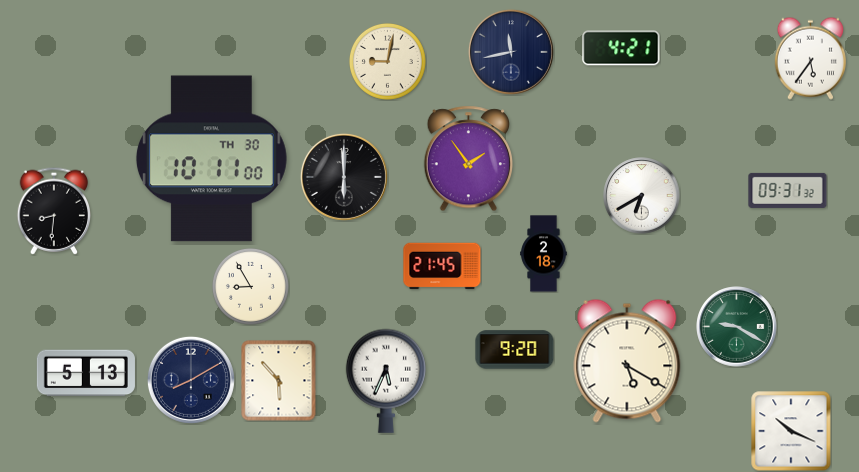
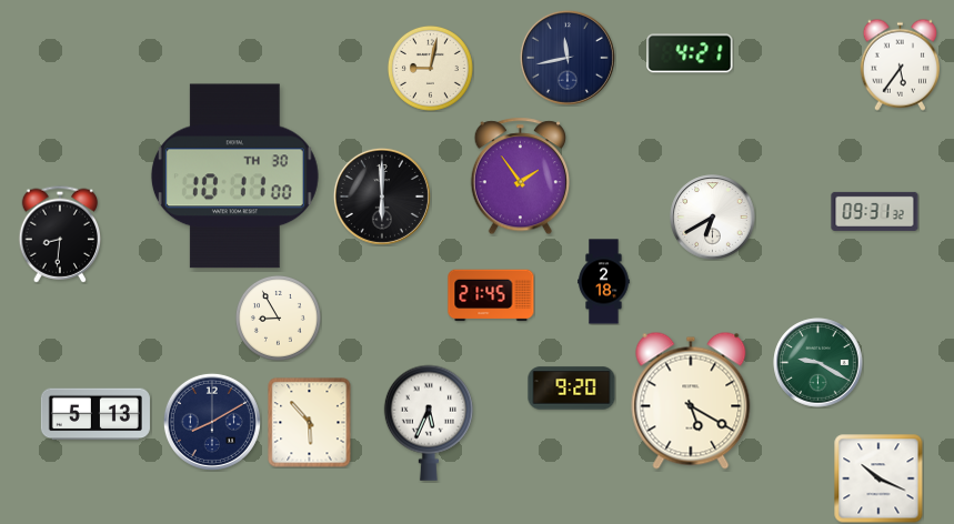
clock at (627, 361) position: (627, 361) -> (691, 401)
